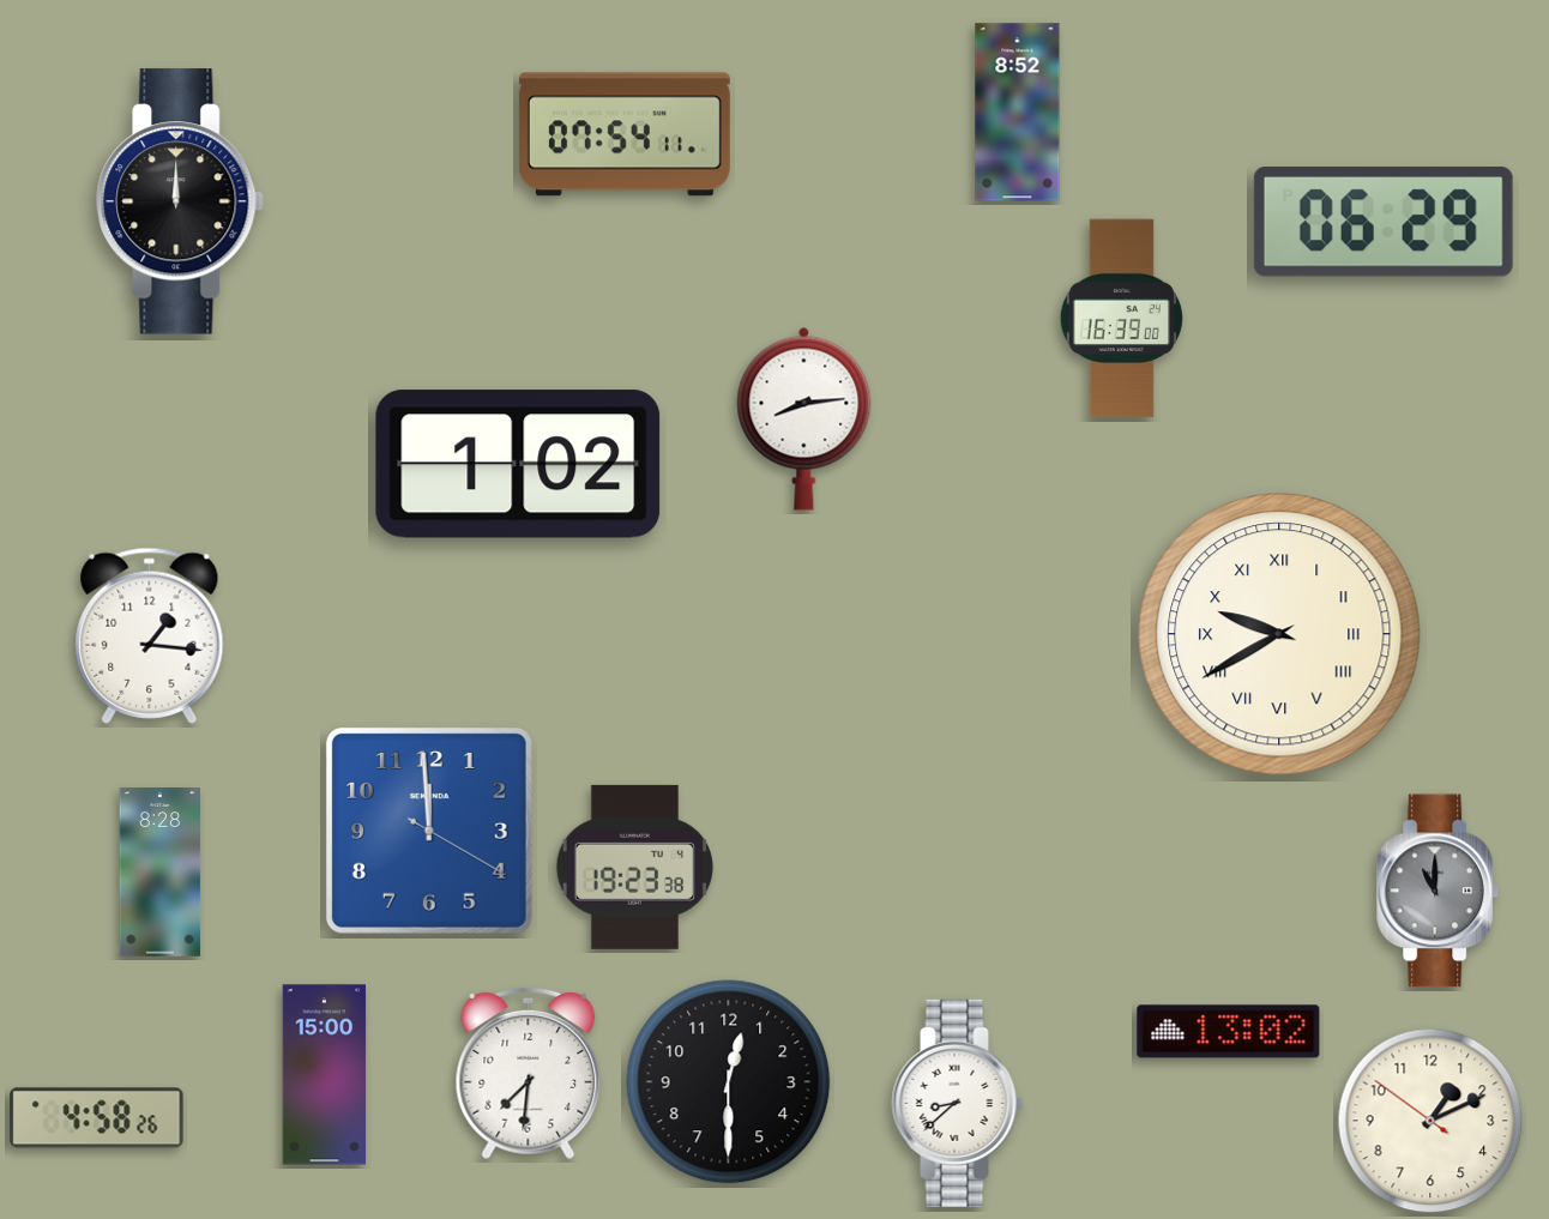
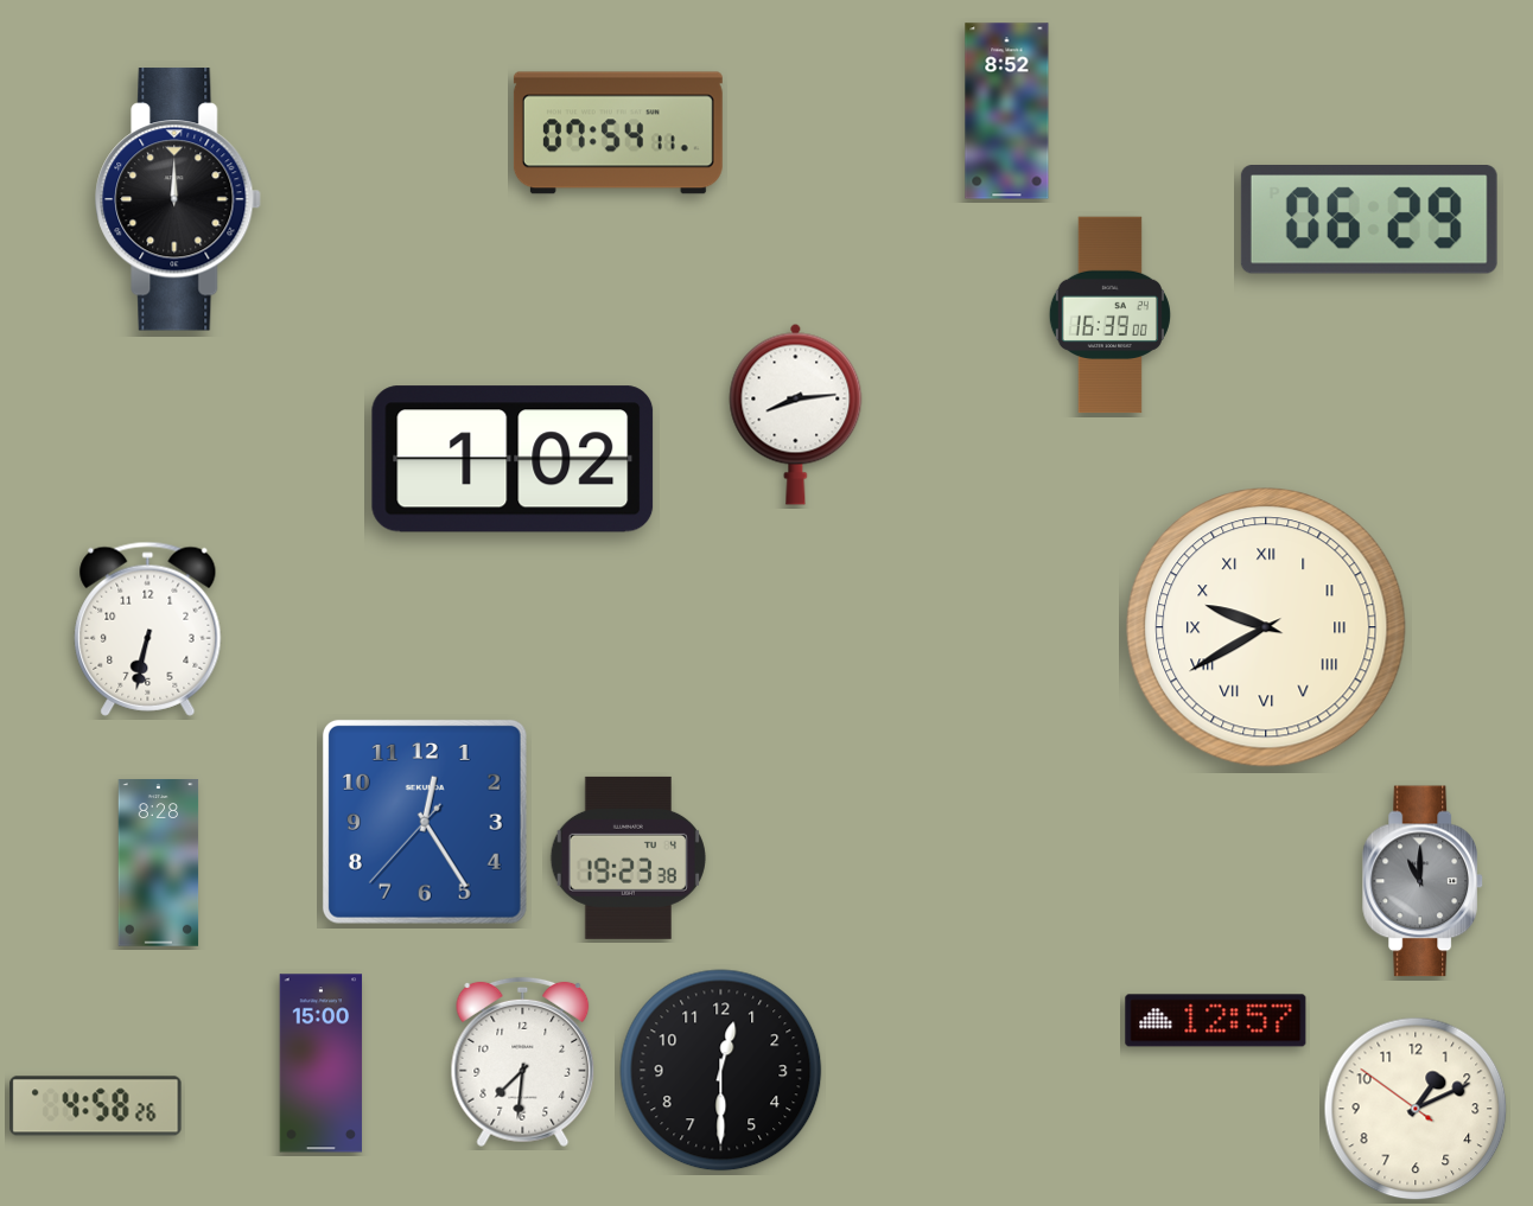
clock at (150, 635): 1:16 -> 6:32
clock at (429, 831): 11:59 -> 12:24
clock at (1229, 1032): 13:02 -> 12:57
clock at (958, 1103): 8:38 -> none
